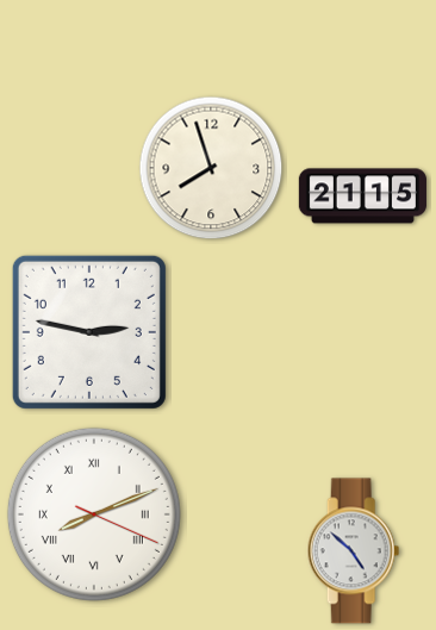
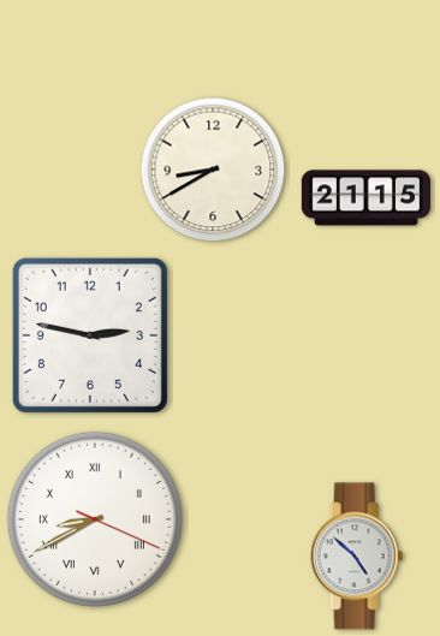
clock at (211, 168): 7:57 -> 8:40
clock at (94, 514): 8:11 -> 8:40
